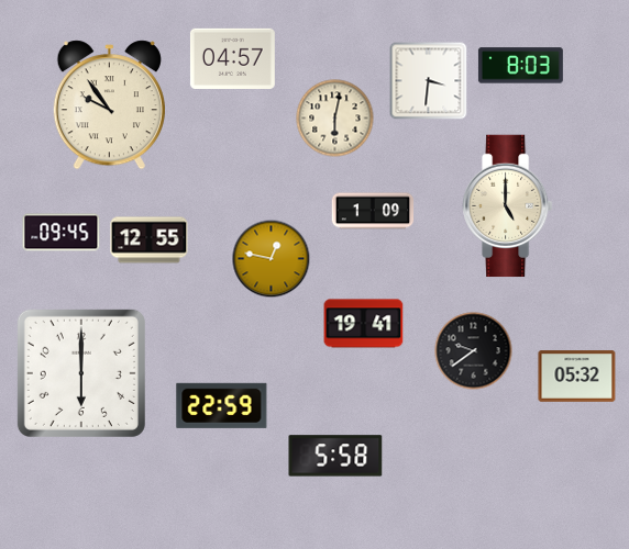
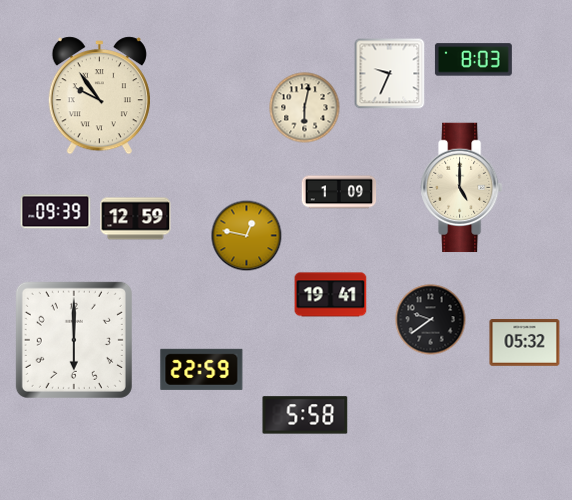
clock at (232, 58): 04:57 -> none
clock at (429, 81): 3:31 -> 9:34
clock at (62, 233): 09:45 -> 09:39
clock at (150, 240): 12:55 -> 12:59
